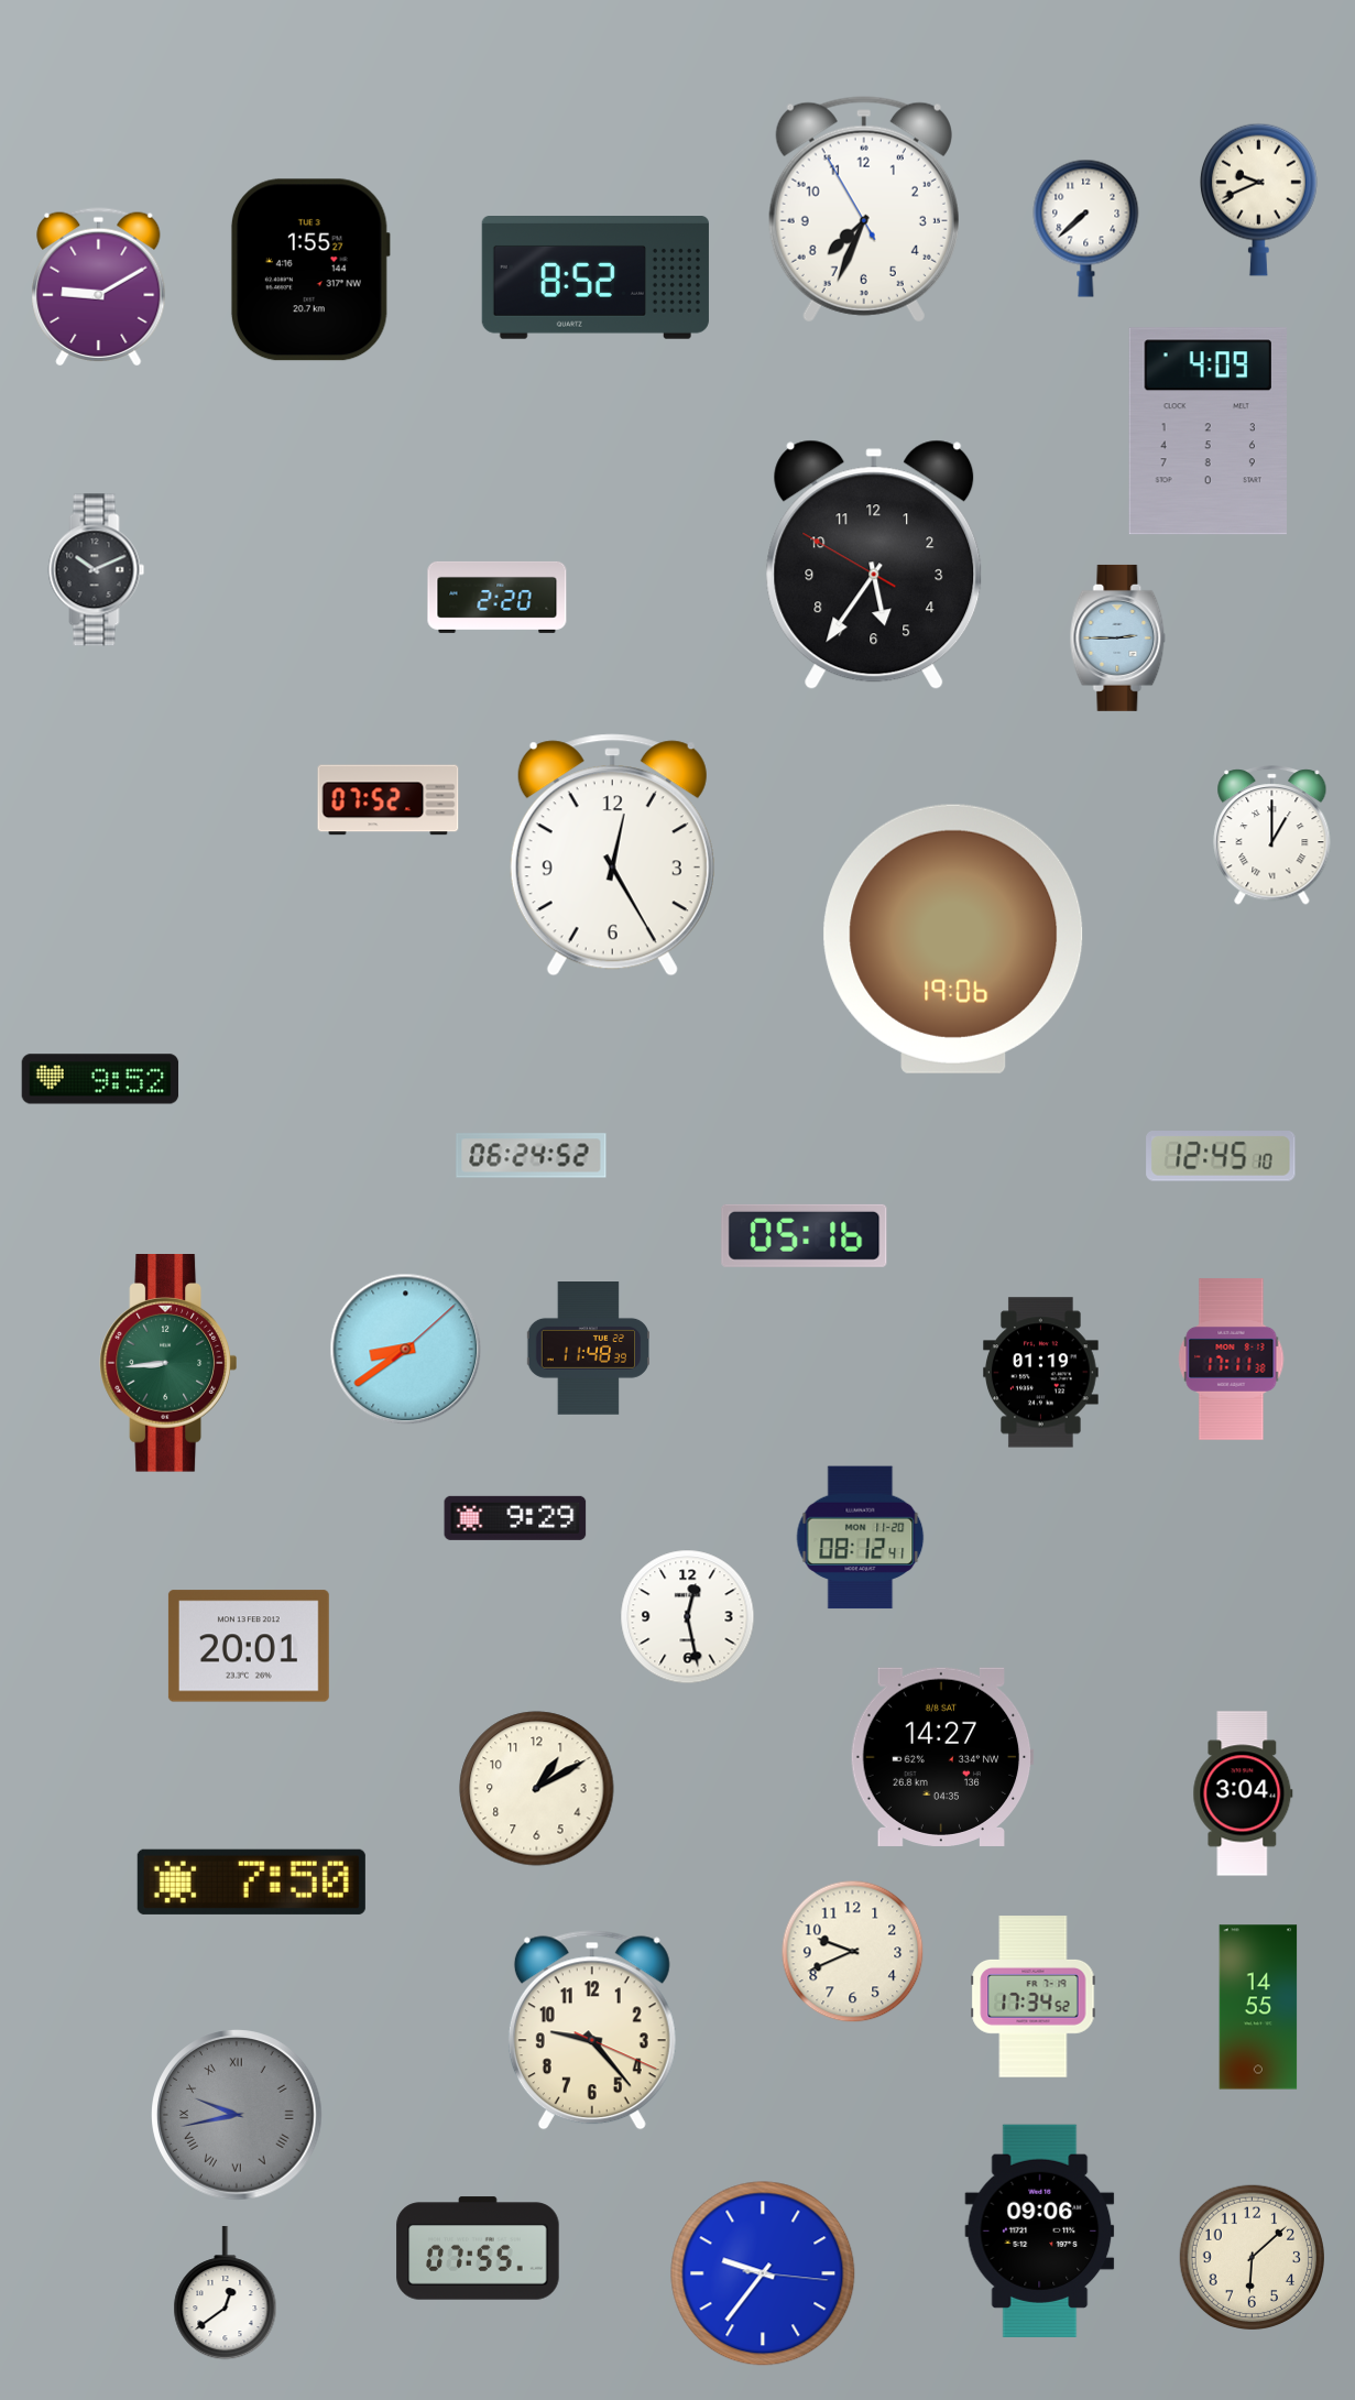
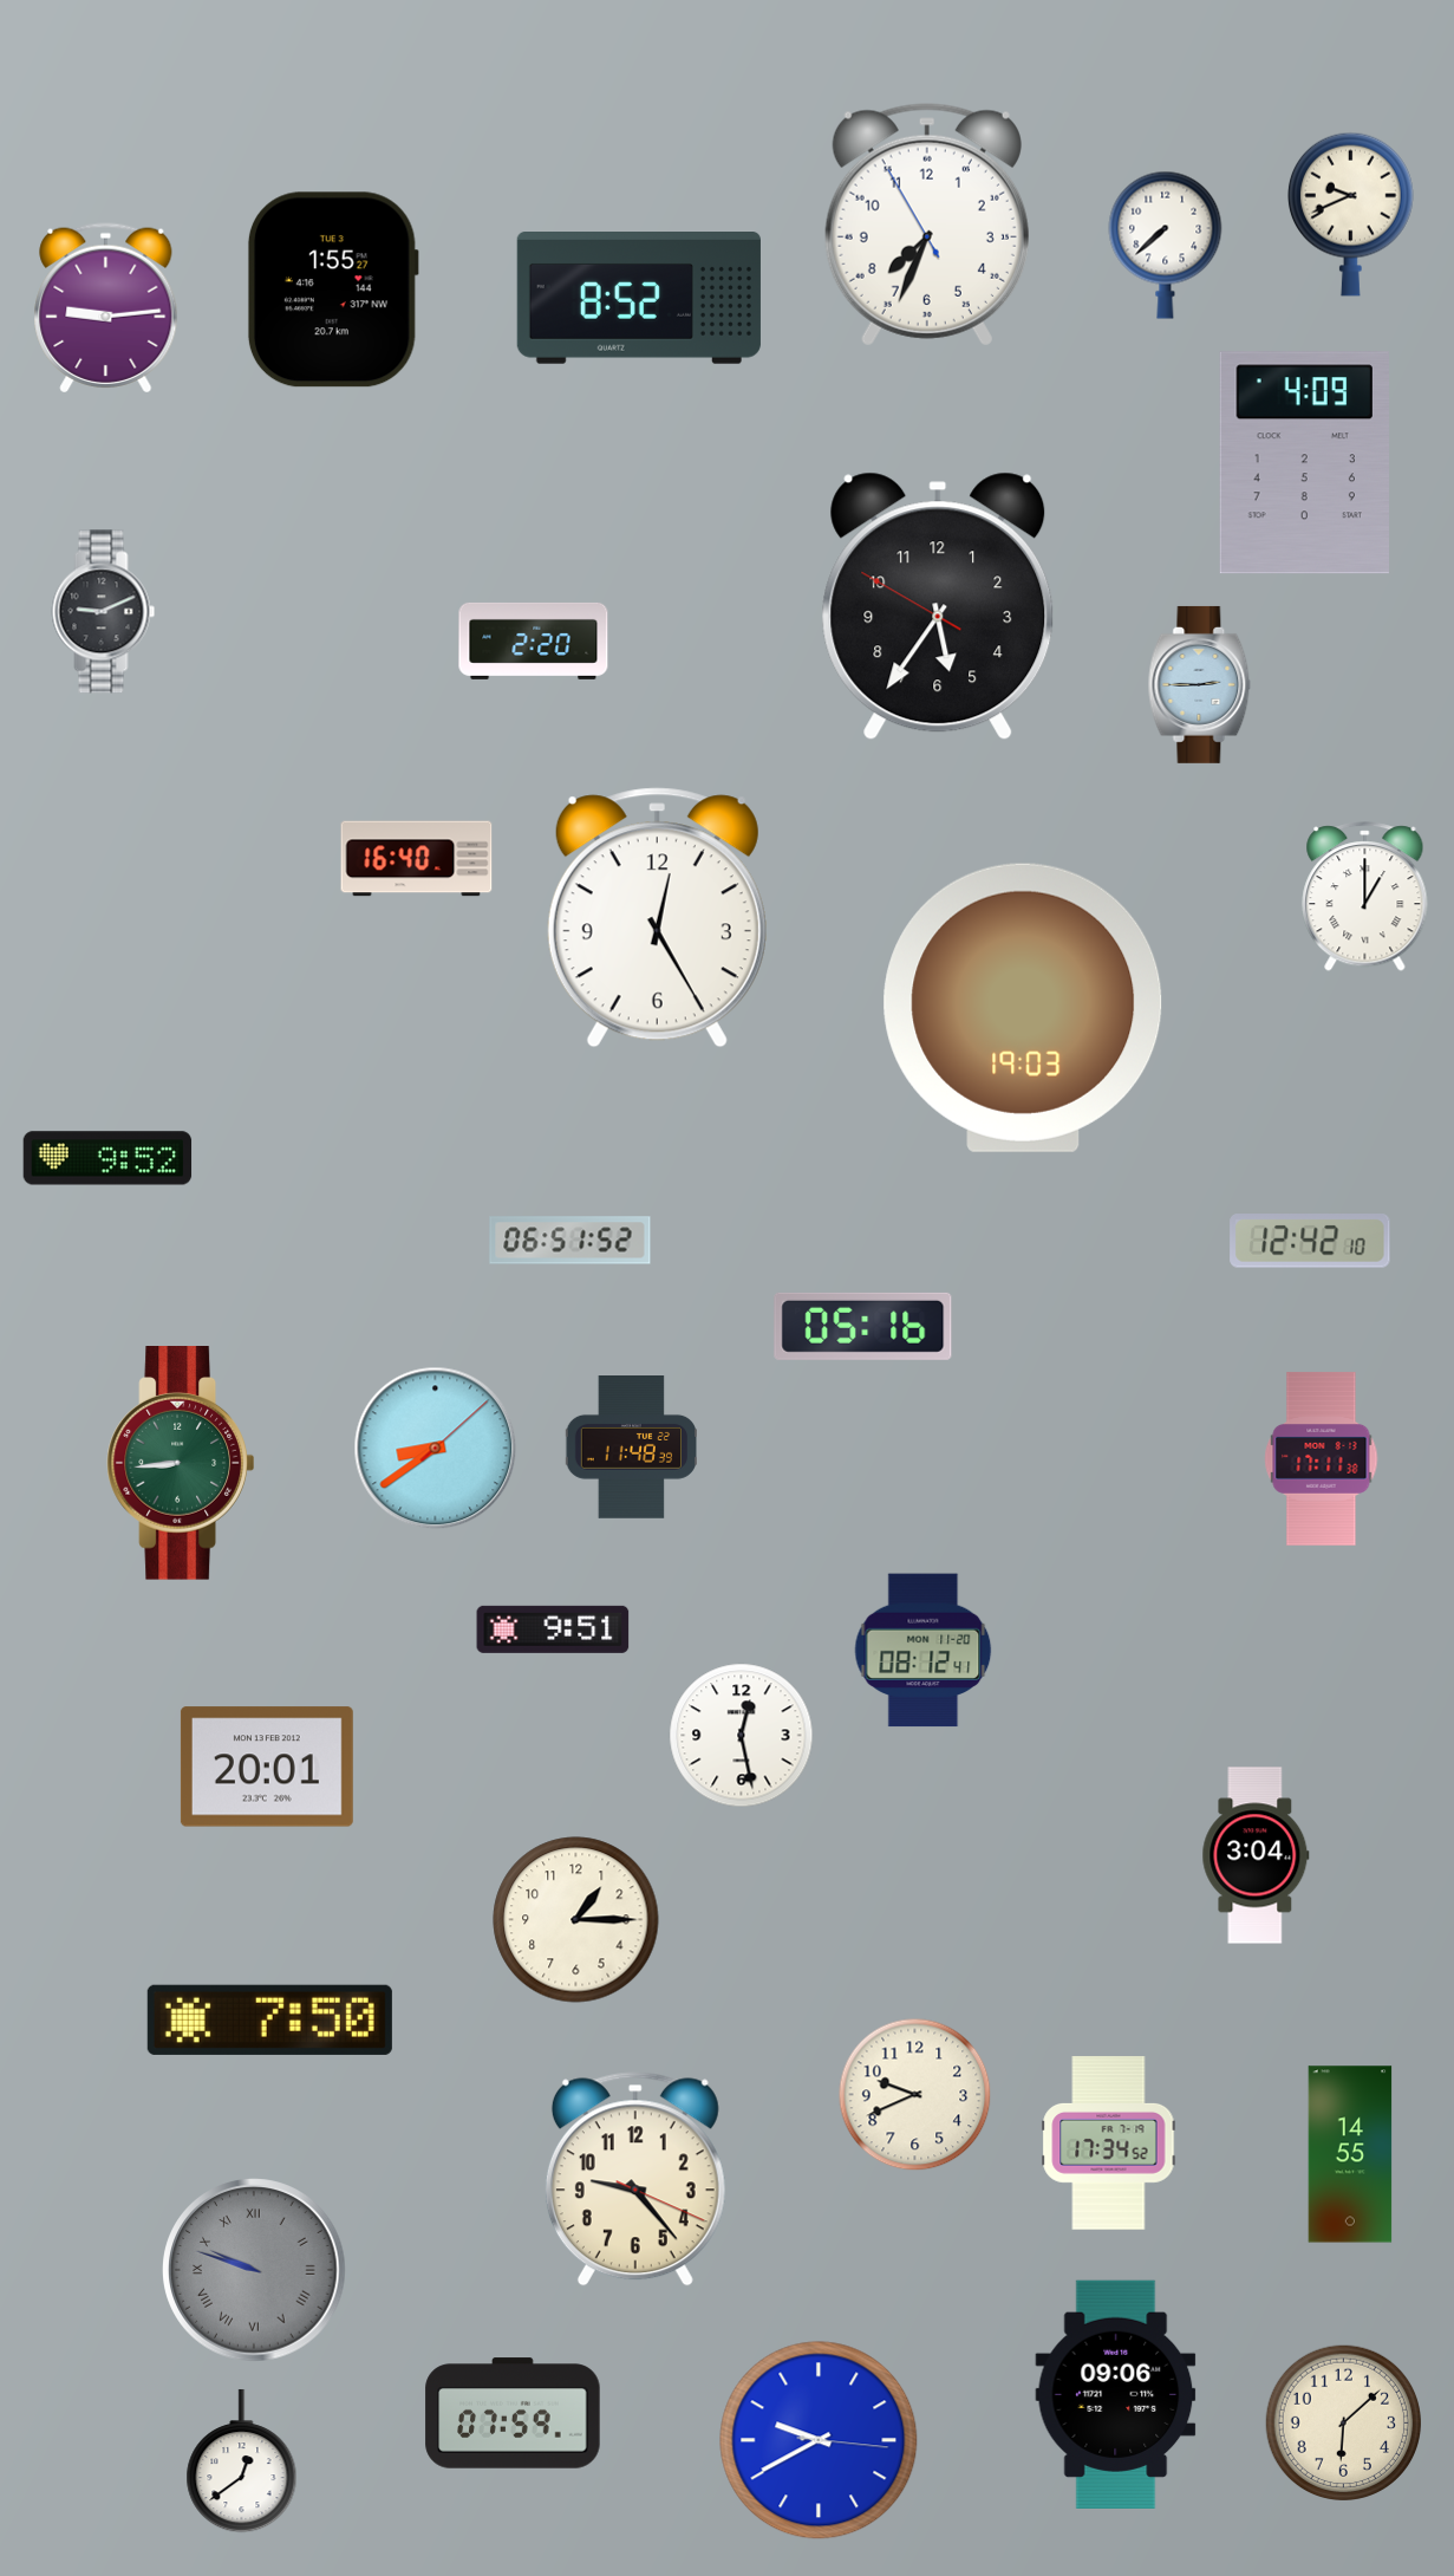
clock at (99, 287): 9:10 -> 9:14
clock at (1208, 432) position: (1208, 432) -> (1304, 463)
clock at (97, 570): 10:11 -> 9:11
clock at (389, 800): 07:52 -> 16:40
clock at (953, 939): 19:06 -> 19:03
clock at (532, 1156): 06:24 -> 06:51
clock at (1221, 1156): 12:45 -> 12:42
clock at (1041, 1373): 01:19 -> none
clock at (515, 1518): 9:29 -> 9:51
clock at (688, 1617) position: (688, 1617) -> (742, 1736)
clock at (942, 1757): 14:27 -> none
clock at (537, 1789): 1:10 -> 1:15
clock at (1243, 1793) position: (1243, 1793) -> (1256, 1855)
clock at (237, 2115): 9:43 -> 9:48
clock at (478, 2248): 07:55 -> 07:59
clock at (763, 2273): 9:36 -> 9:40
